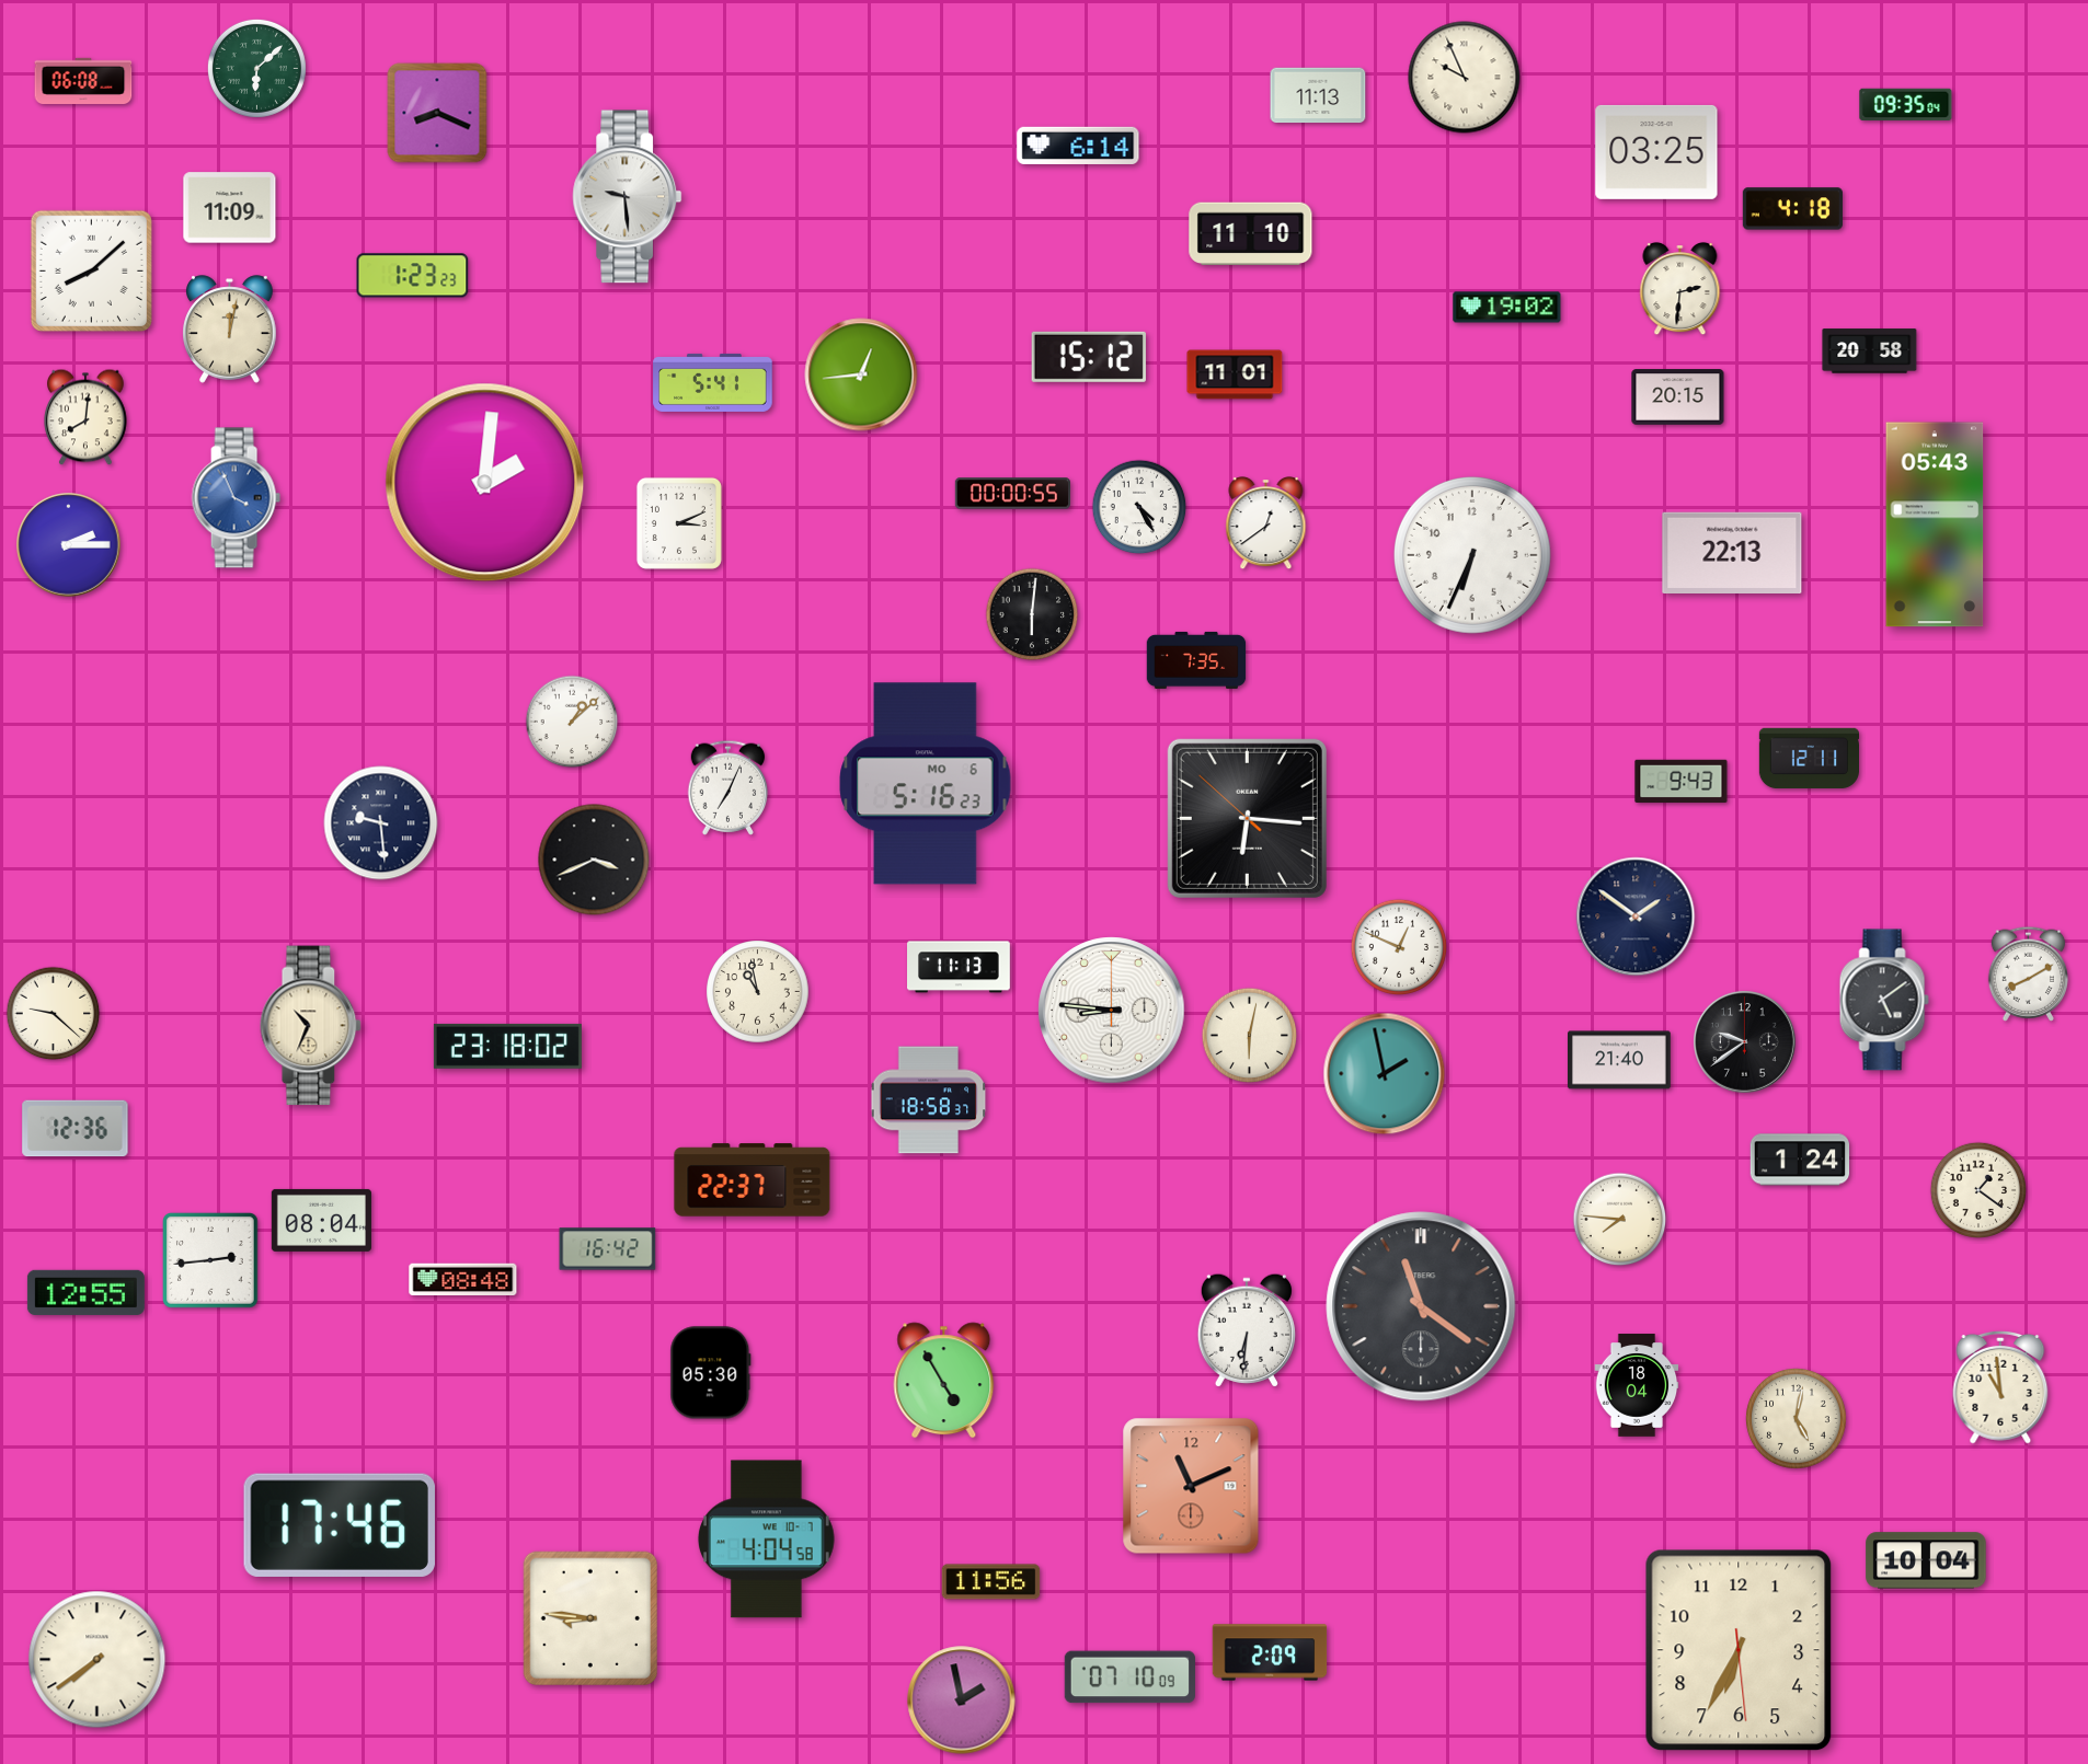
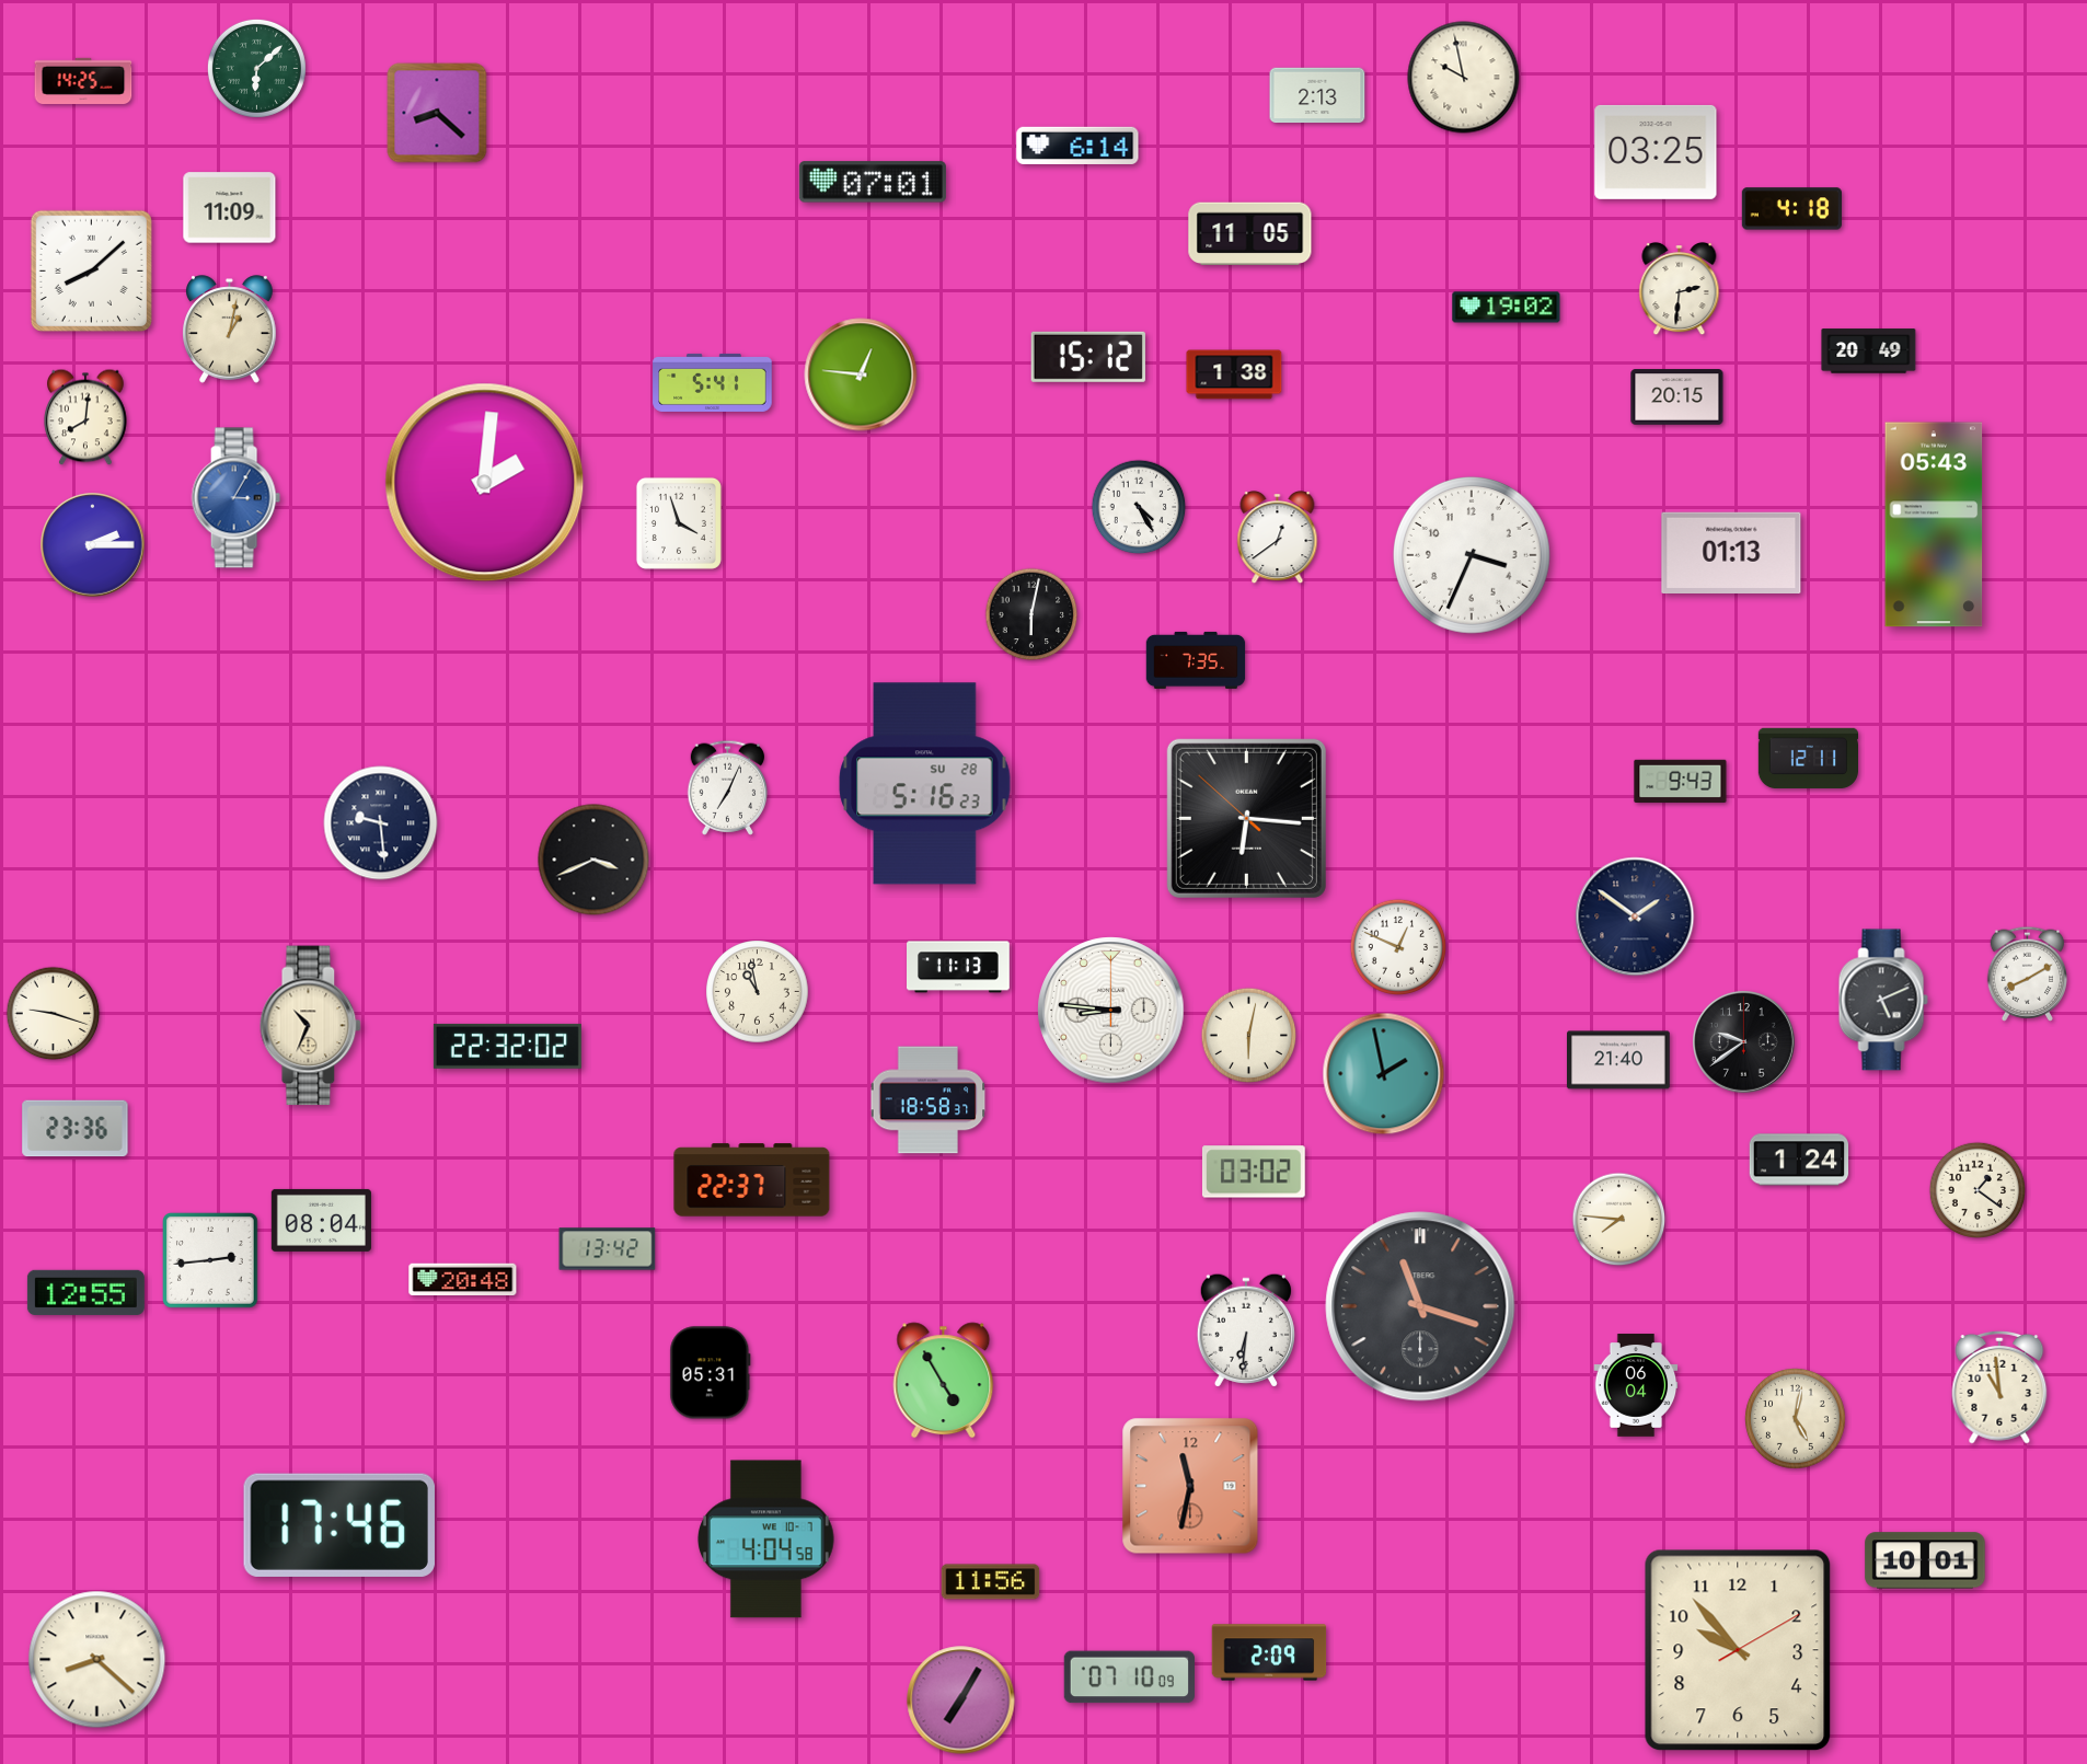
clock at (1465, 78): 9:56 -> 9:58
clock at (83, 81): 06:08 -> 14:25
clock at (1318, 95): 11:13 -> 2:13
clock at (1906, 104): 09:35 -> none
clock at (437, 113): 8:19 -> 8:22
clock at (873, 182): none -> 07:01
clock at (628, 197): 9:29 -> none
clock at (1251, 233): 11:10 -> 11:05
clock at (413, 276): 1:23 -> none
clock at (230, 330): 12:02 -> 1:02
clock at (1870, 351): 20:58 -> 20:49
clock at (861, 374): 12:44 -> 12:46
clock at (1235, 374): 11:01 -> 1:38
clock at (1012, 494): 00:00 -> none
clock at (236, 498): 3:56 -> 3:05
clock at (679, 523): 3:11 -> 3:57
clock at (1266, 524) position: (1266, 524) -> (1278, 539)
clock at (69, 545) position: (69, 545) -> (93, 545)
clock at (1732, 553): 22:13 -> 01:13
clock at (1472, 555): 6:34 -> 3:34
clock at (1032, 614): 6:01 -> 6:02
clock at (572, 722): 1:08 -> none
clock at (926, 784) date: MO 6 -> SU 28
clock at (1884, 1000): 5:09 -> 5:11
clock at (54, 1014): 9:22 -> 9:18
clock at (507, 1046): 23:18 -> 22:32
clock at (76, 1129): 12:36 -> 23:36
clock at (1254, 1172): none -> 03:02
clock at (608, 1249): 16:42 -> 13:42
clock at (463, 1279): 08:48 -> 20:48
clock at (1421, 1306): 11:21 -> 11:18
clock at (711, 1373): 05:30 -> 05:31
clock at (1637, 1385): 18:04 -> 06:04
clock at (1191, 1486): 11:11 -> 11:32
clock at (1926, 1560): 10:04 -> 10:01
clock at (589, 1617): 8:46 -> none
clock at (1739, 1650): 6:34 -> 9:53
clock at (97, 1660): 7:39 -> 8:22
clock at (962, 1700): 1:58 -> 7:05
